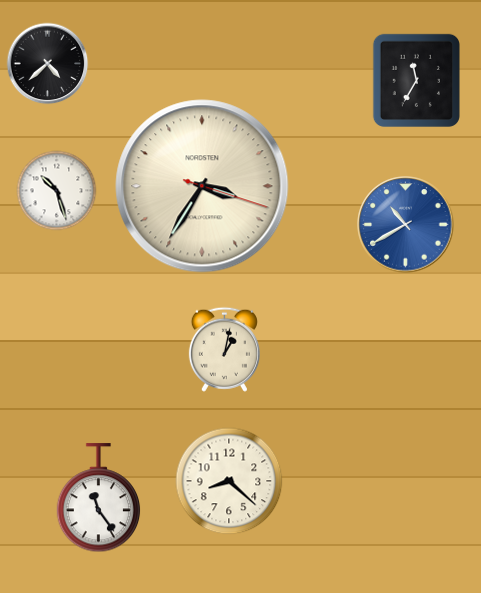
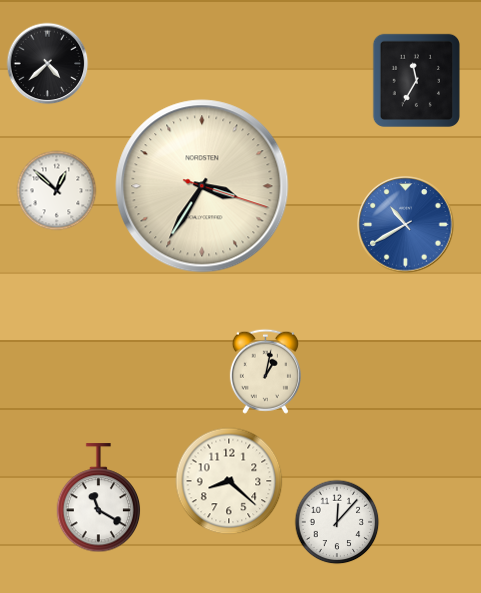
clock at (57, 191): 10:27 -> 12:52
clock at (224, 349) position: (224, 349) -> (265, 371)
clock at (99, 498): 11:24 -> 11:20
clock at (337, 522): none -> 12:07
